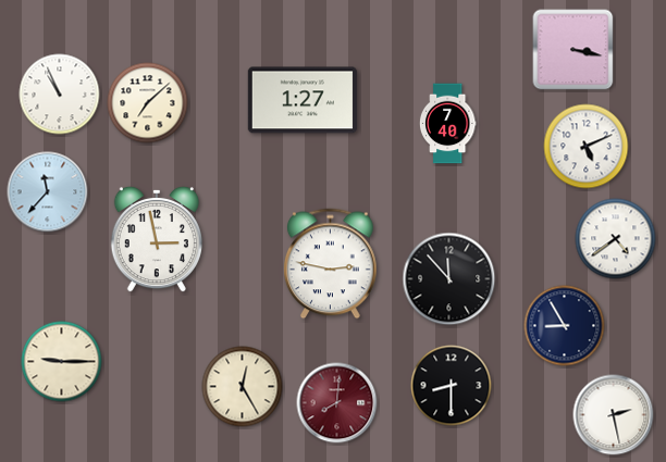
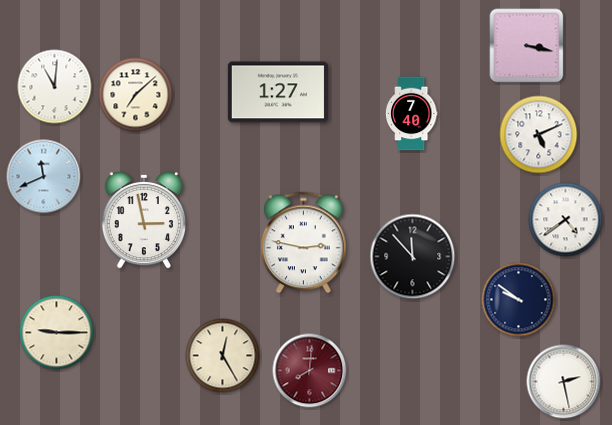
clock at (60, 95): 10:56 -> 11:01
clock at (48, 192): 11:37 -> 11:41
clock at (565, 326): 8:55 -> 9:51
clock at (452, 386): 8:30 -> none
